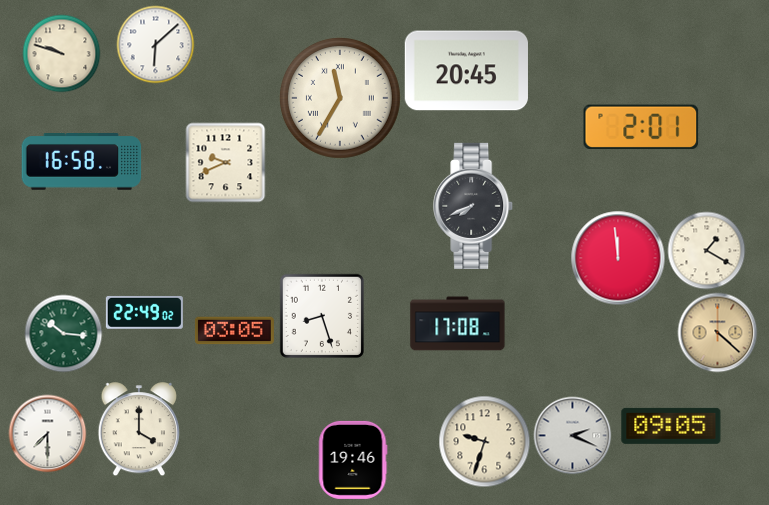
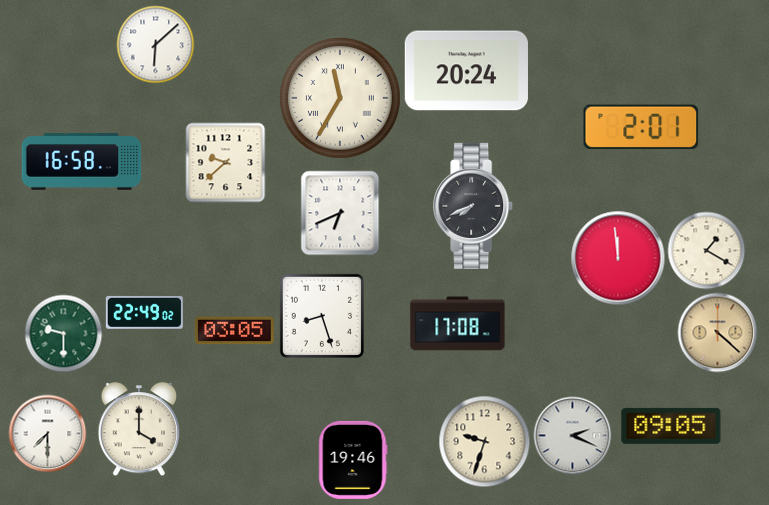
clock at (61, 53): 9:48 -> none
clock at (466, 71): 20:45 -> 20:24
clock at (225, 162): 9:41 -> 9:38
clock at (340, 213): none -> 6:41
clock at (63, 333): 10:16 -> 9:30
